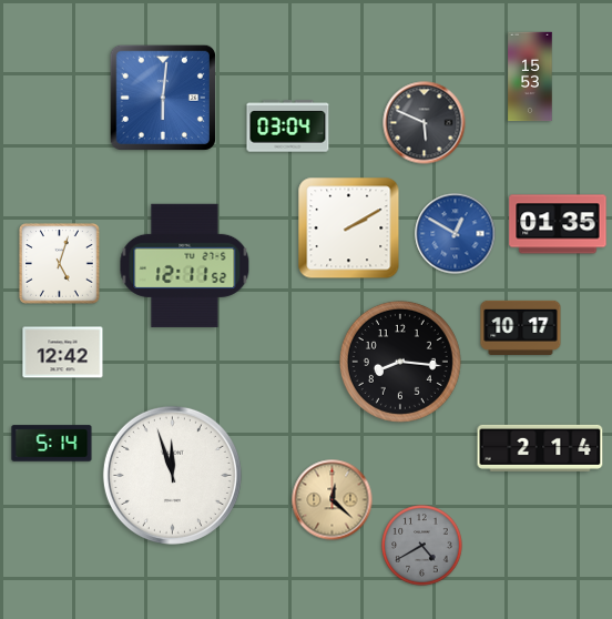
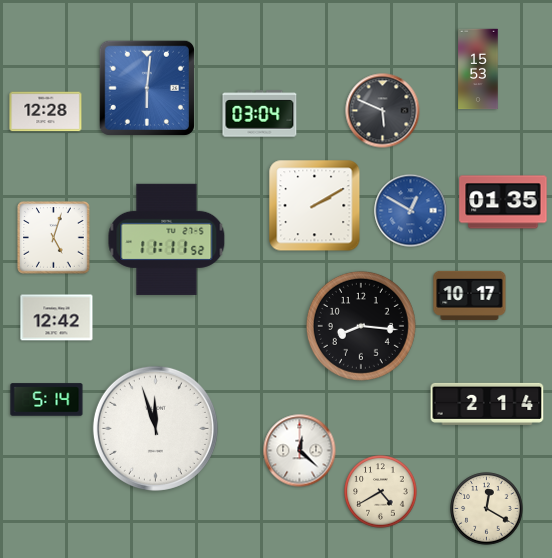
clock at (46, 112): none -> 12:28
clock at (185, 265): 12:11 -> 11:11
clock at (333, 500) dial: champagne -> white
clock at (422, 546) dial: grey -> cream
clock at (487, 509): none -> 12:20
